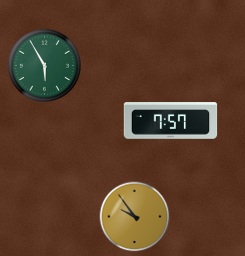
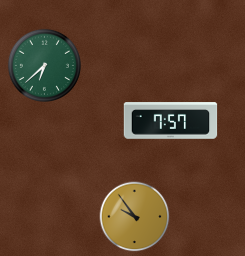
clock at (44, 65): 5:55 -> 6:38
